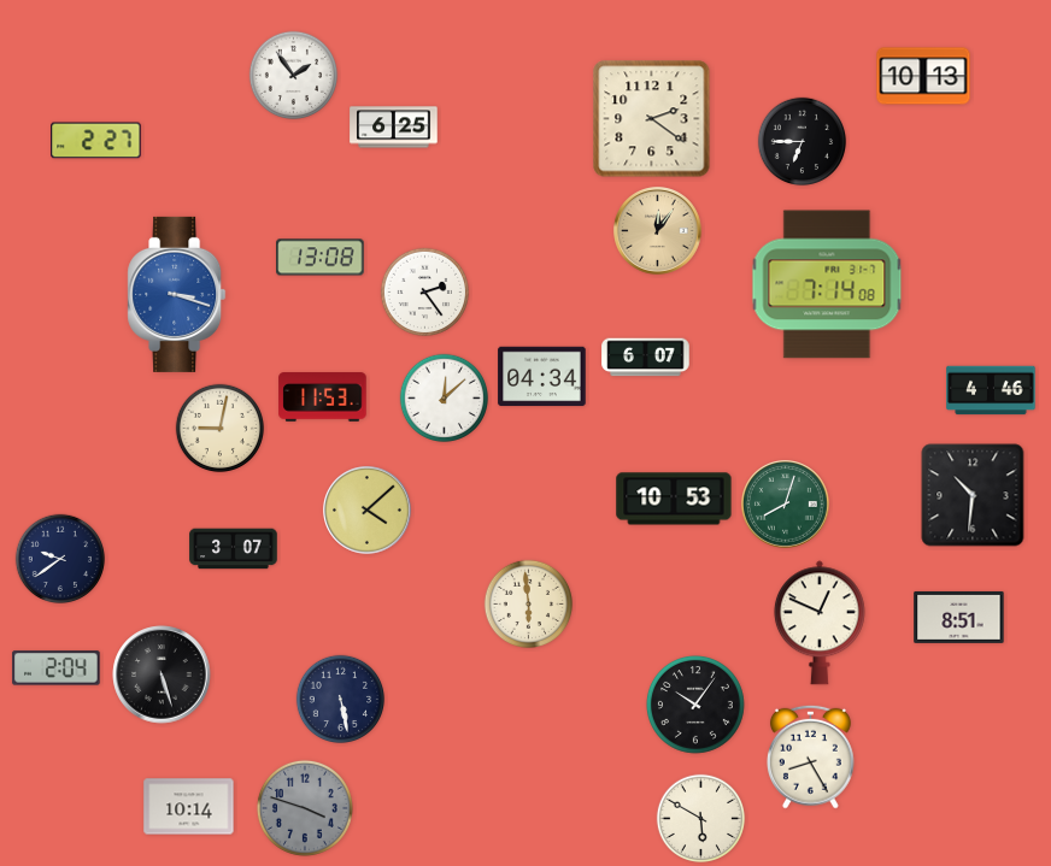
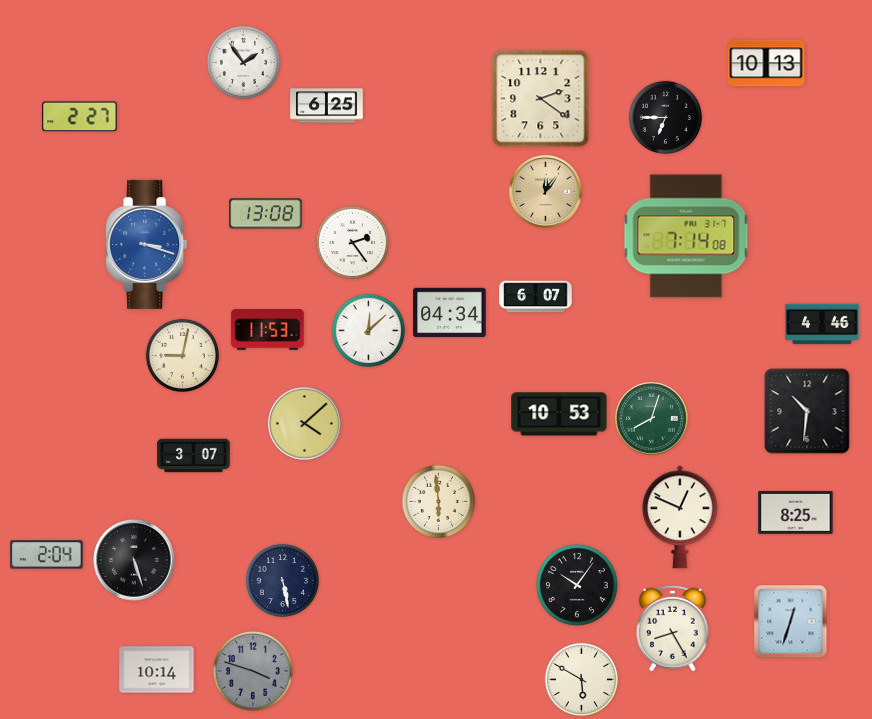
clock at (59, 558): 9:39 -> none
clock at (959, 617): 8:51 -> 8:25
clock at (791, 622): none -> 12:33
